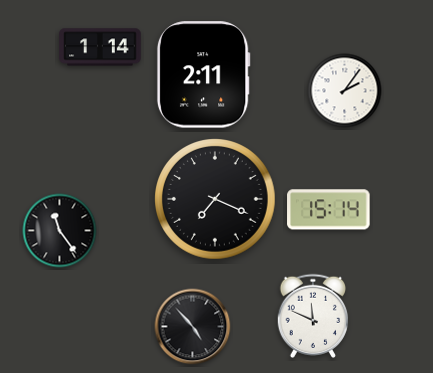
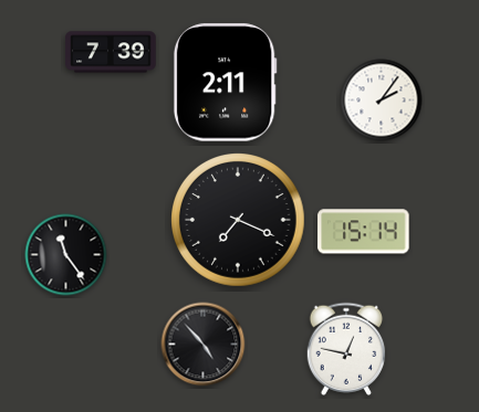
clock at (100, 47): 1:14 -> 7:39
clock at (313, 316): 11:49 -> 12:47
clock at (193, 327) position: (193, 327) -> (204, 345)
